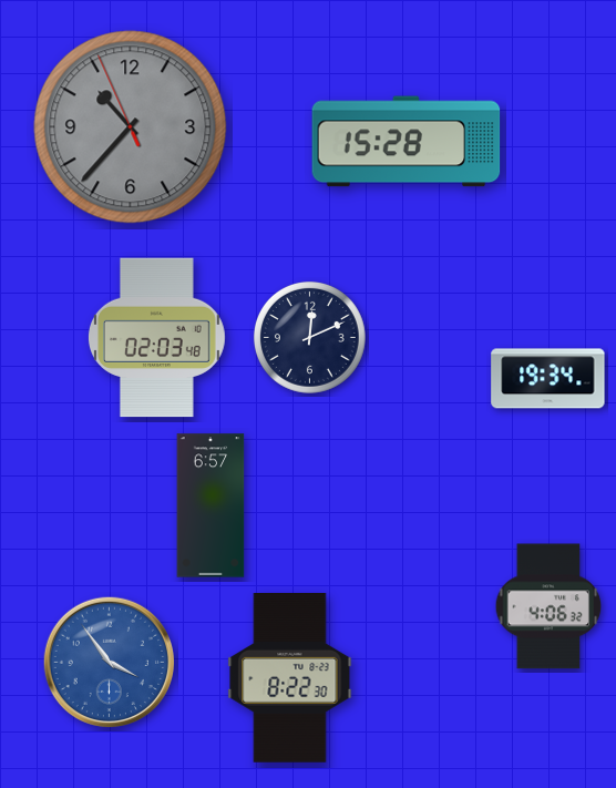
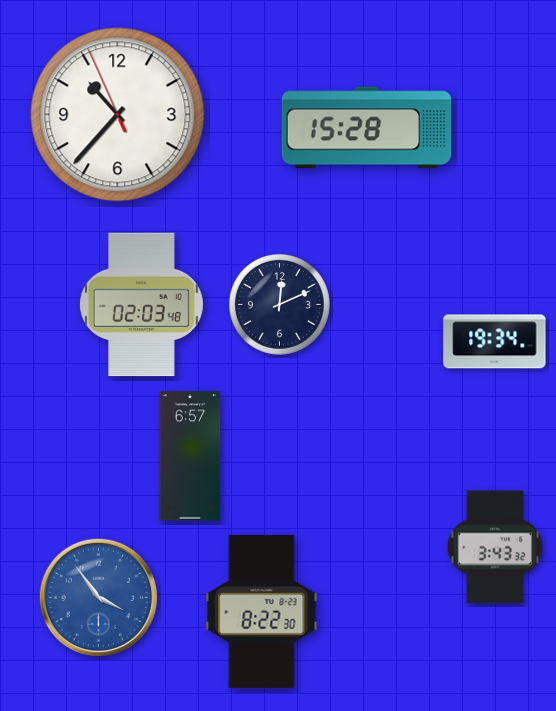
clock at (131, 127) dial: grey -> white
clock at (548, 606): 4:06 -> 3:43
